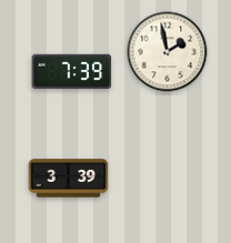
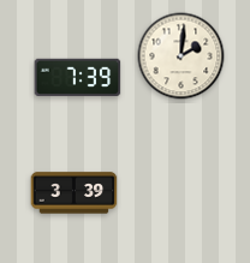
clock at (168, 52): 1:58 -> 2:01
